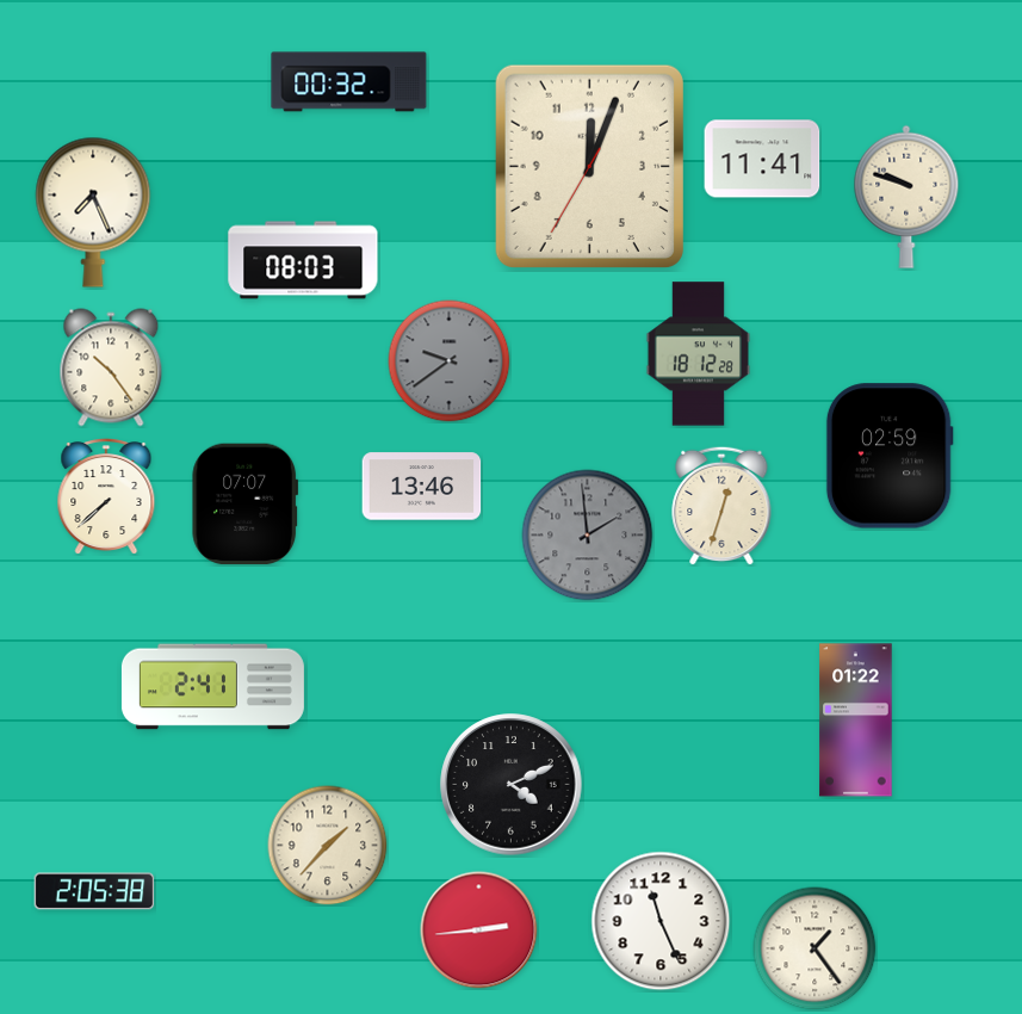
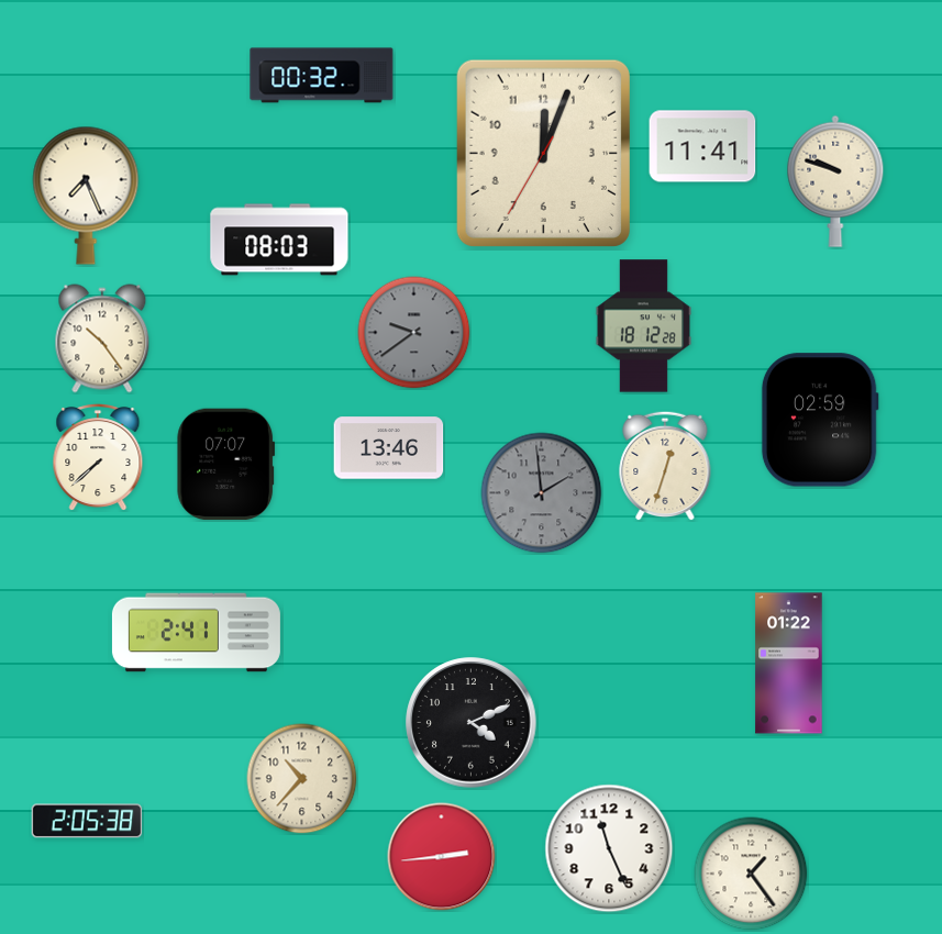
clock at (328, 846): 1:37 -> 10:37
